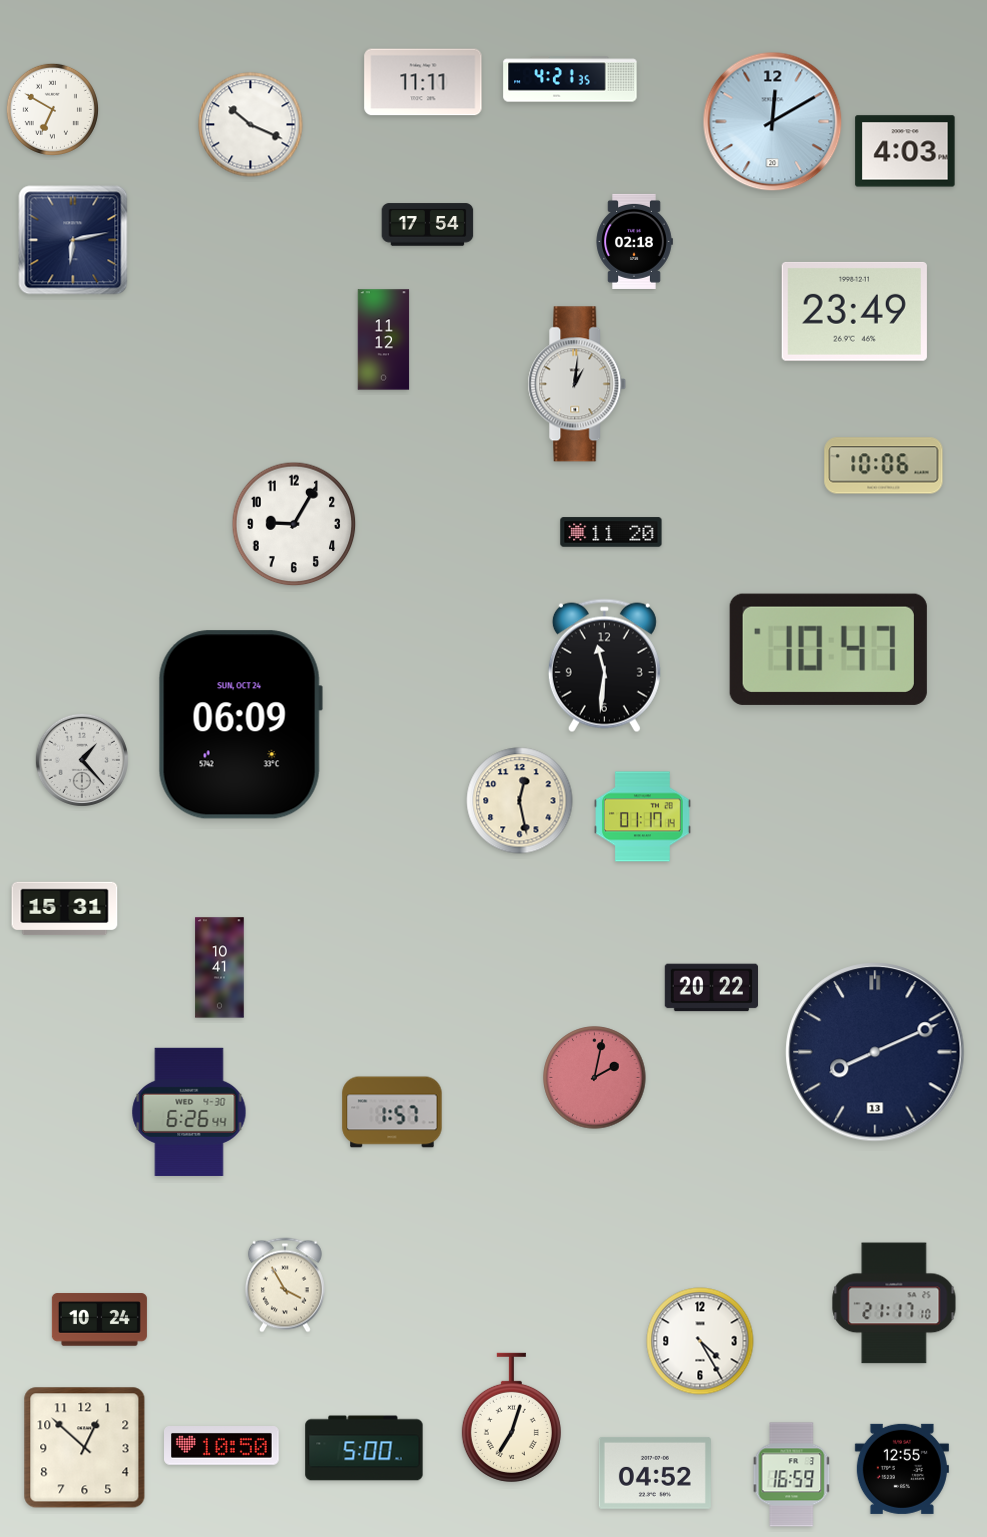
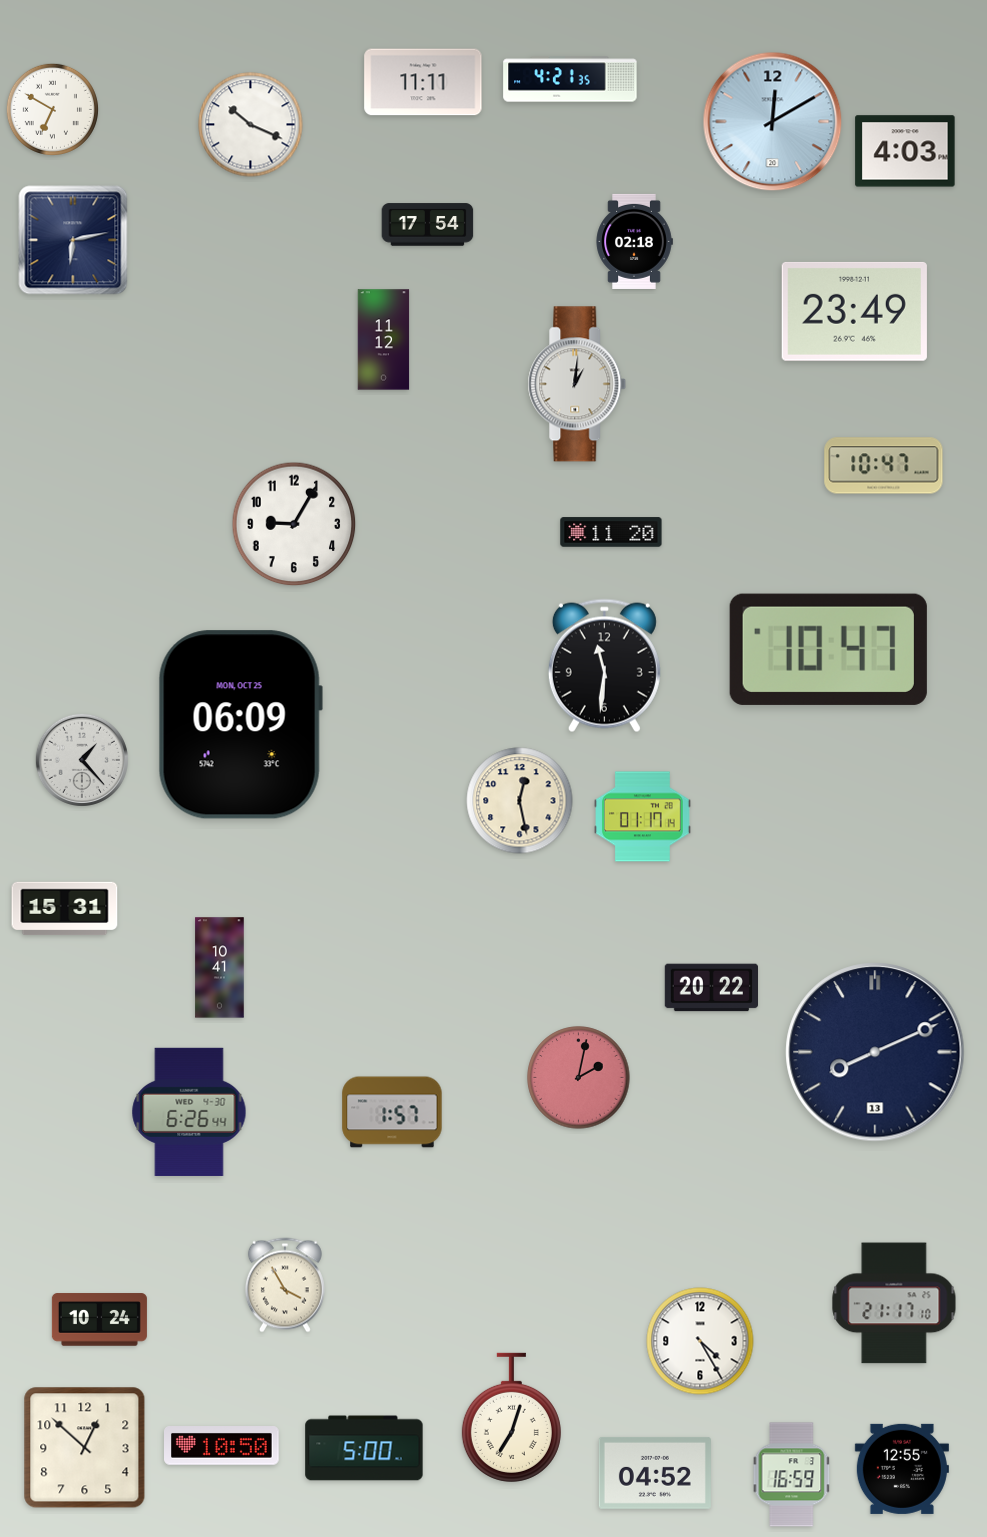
clock at (884, 466): 10:06 -> 10:47
clock at (240, 725) date: SUN, OCT 24 -> MON, OCT 25
clock at (595, 1078) position: (595, 1078) -> (579, 1078)
